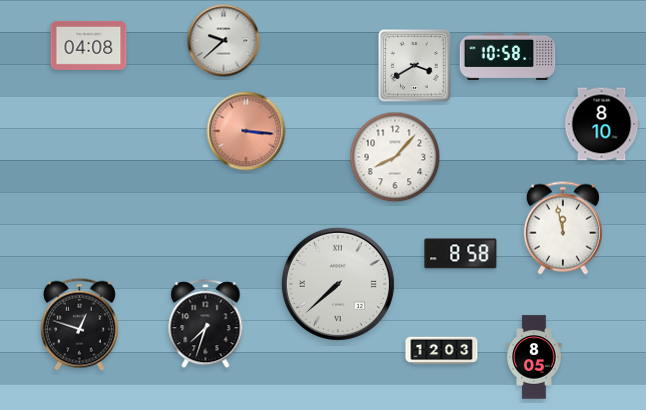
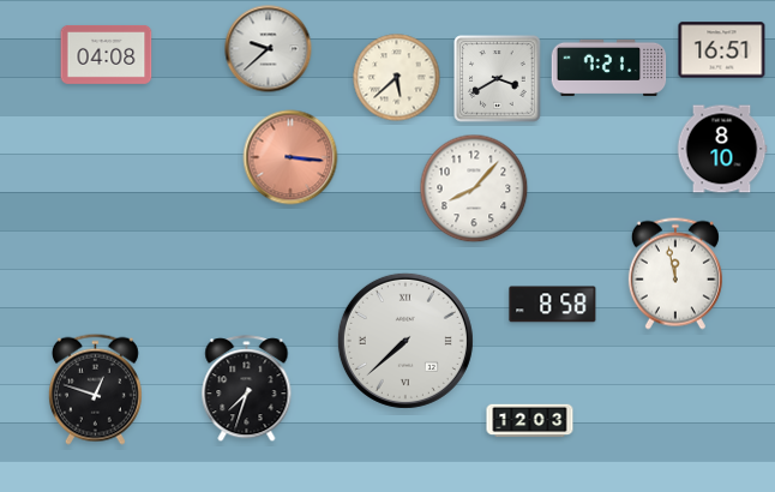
clock at (722, 50): none -> 16:51
clock at (508, 56): 10:58 -> 7:21
clock at (397, 78): none -> 5:38
clock at (246, 131) position: (246, 131) -> (290, 157)
clock at (534, 357): 8:05 -> none
